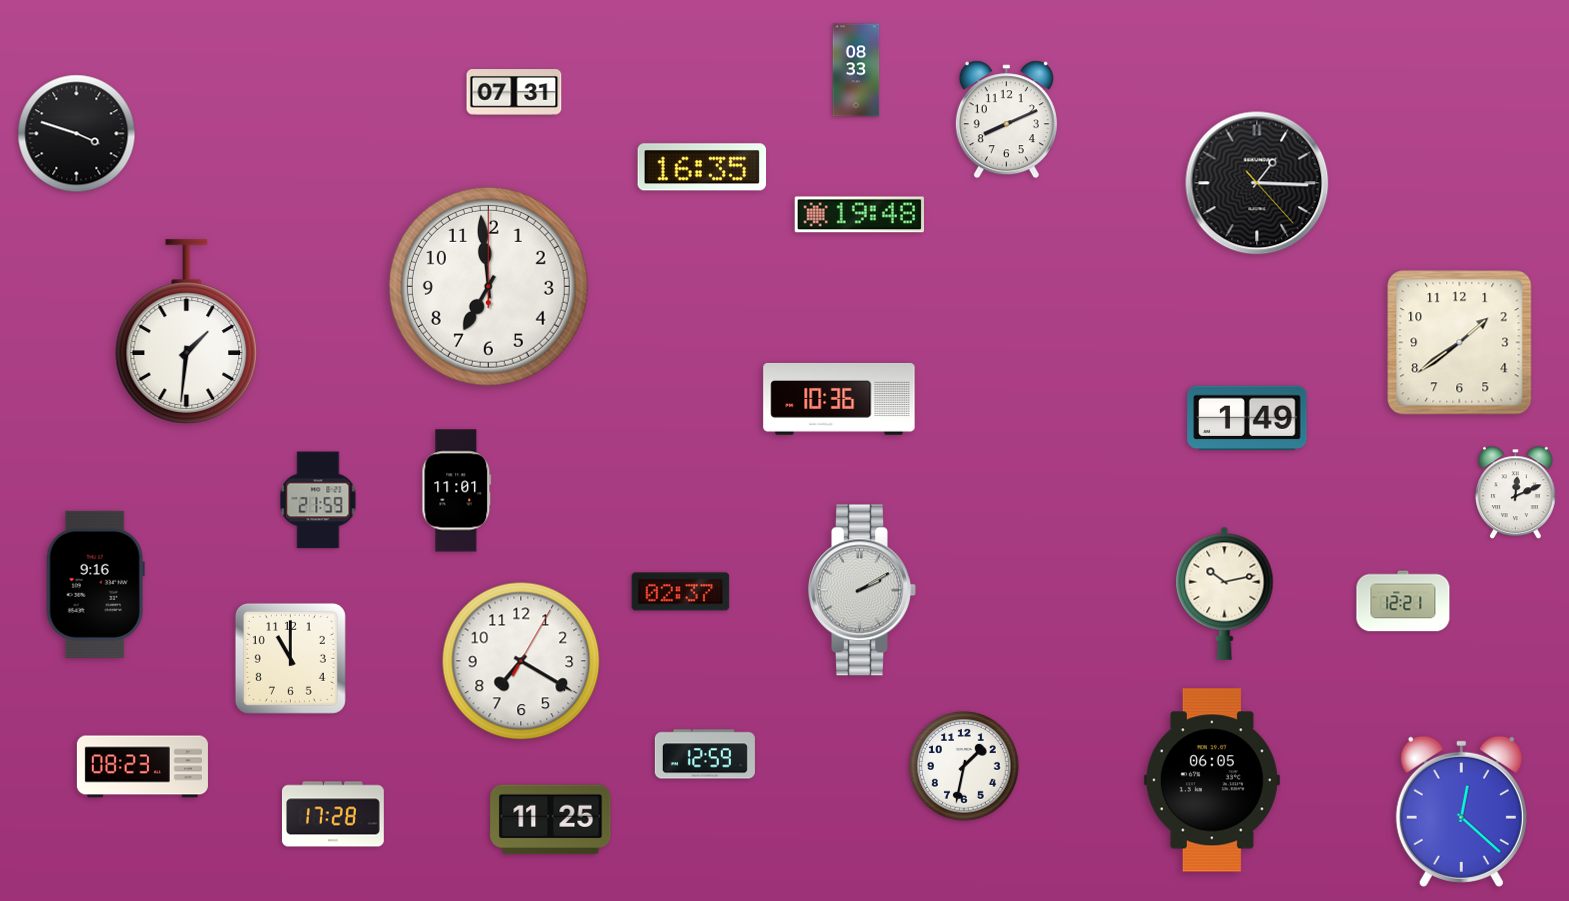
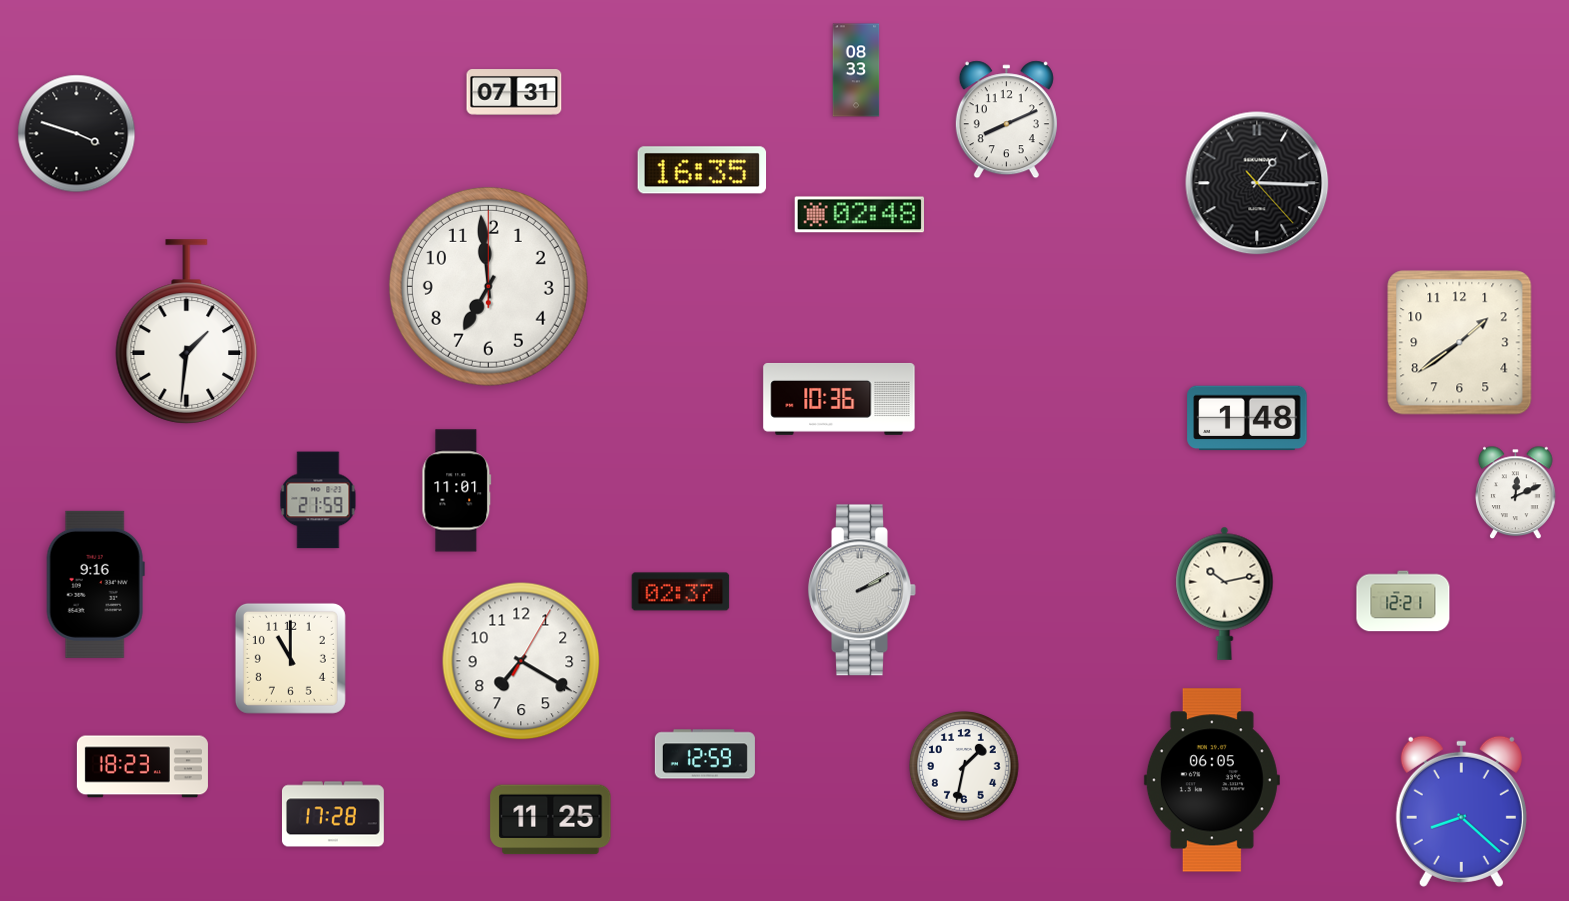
clock at (702, 167) position: (702, 167) -> (702, 170)
clock at (859, 215): 19:48 -> 02:48
clock at (1247, 418): 1:49 -> 1:48
clock at (142, 767): 08:23 -> 18:23
clock at (1461, 811): 12:22 -> 8:22
